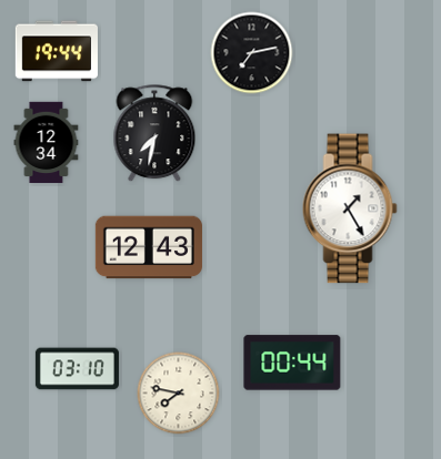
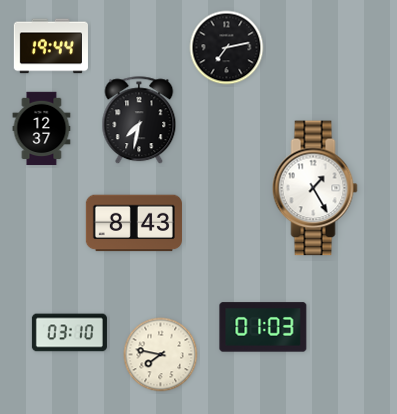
clock at (47, 143): 12:34 -> 12:37
clock at (149, 247): 12:43 -> 8:43
clock at (292, 363): 00:44 -> 01:03
